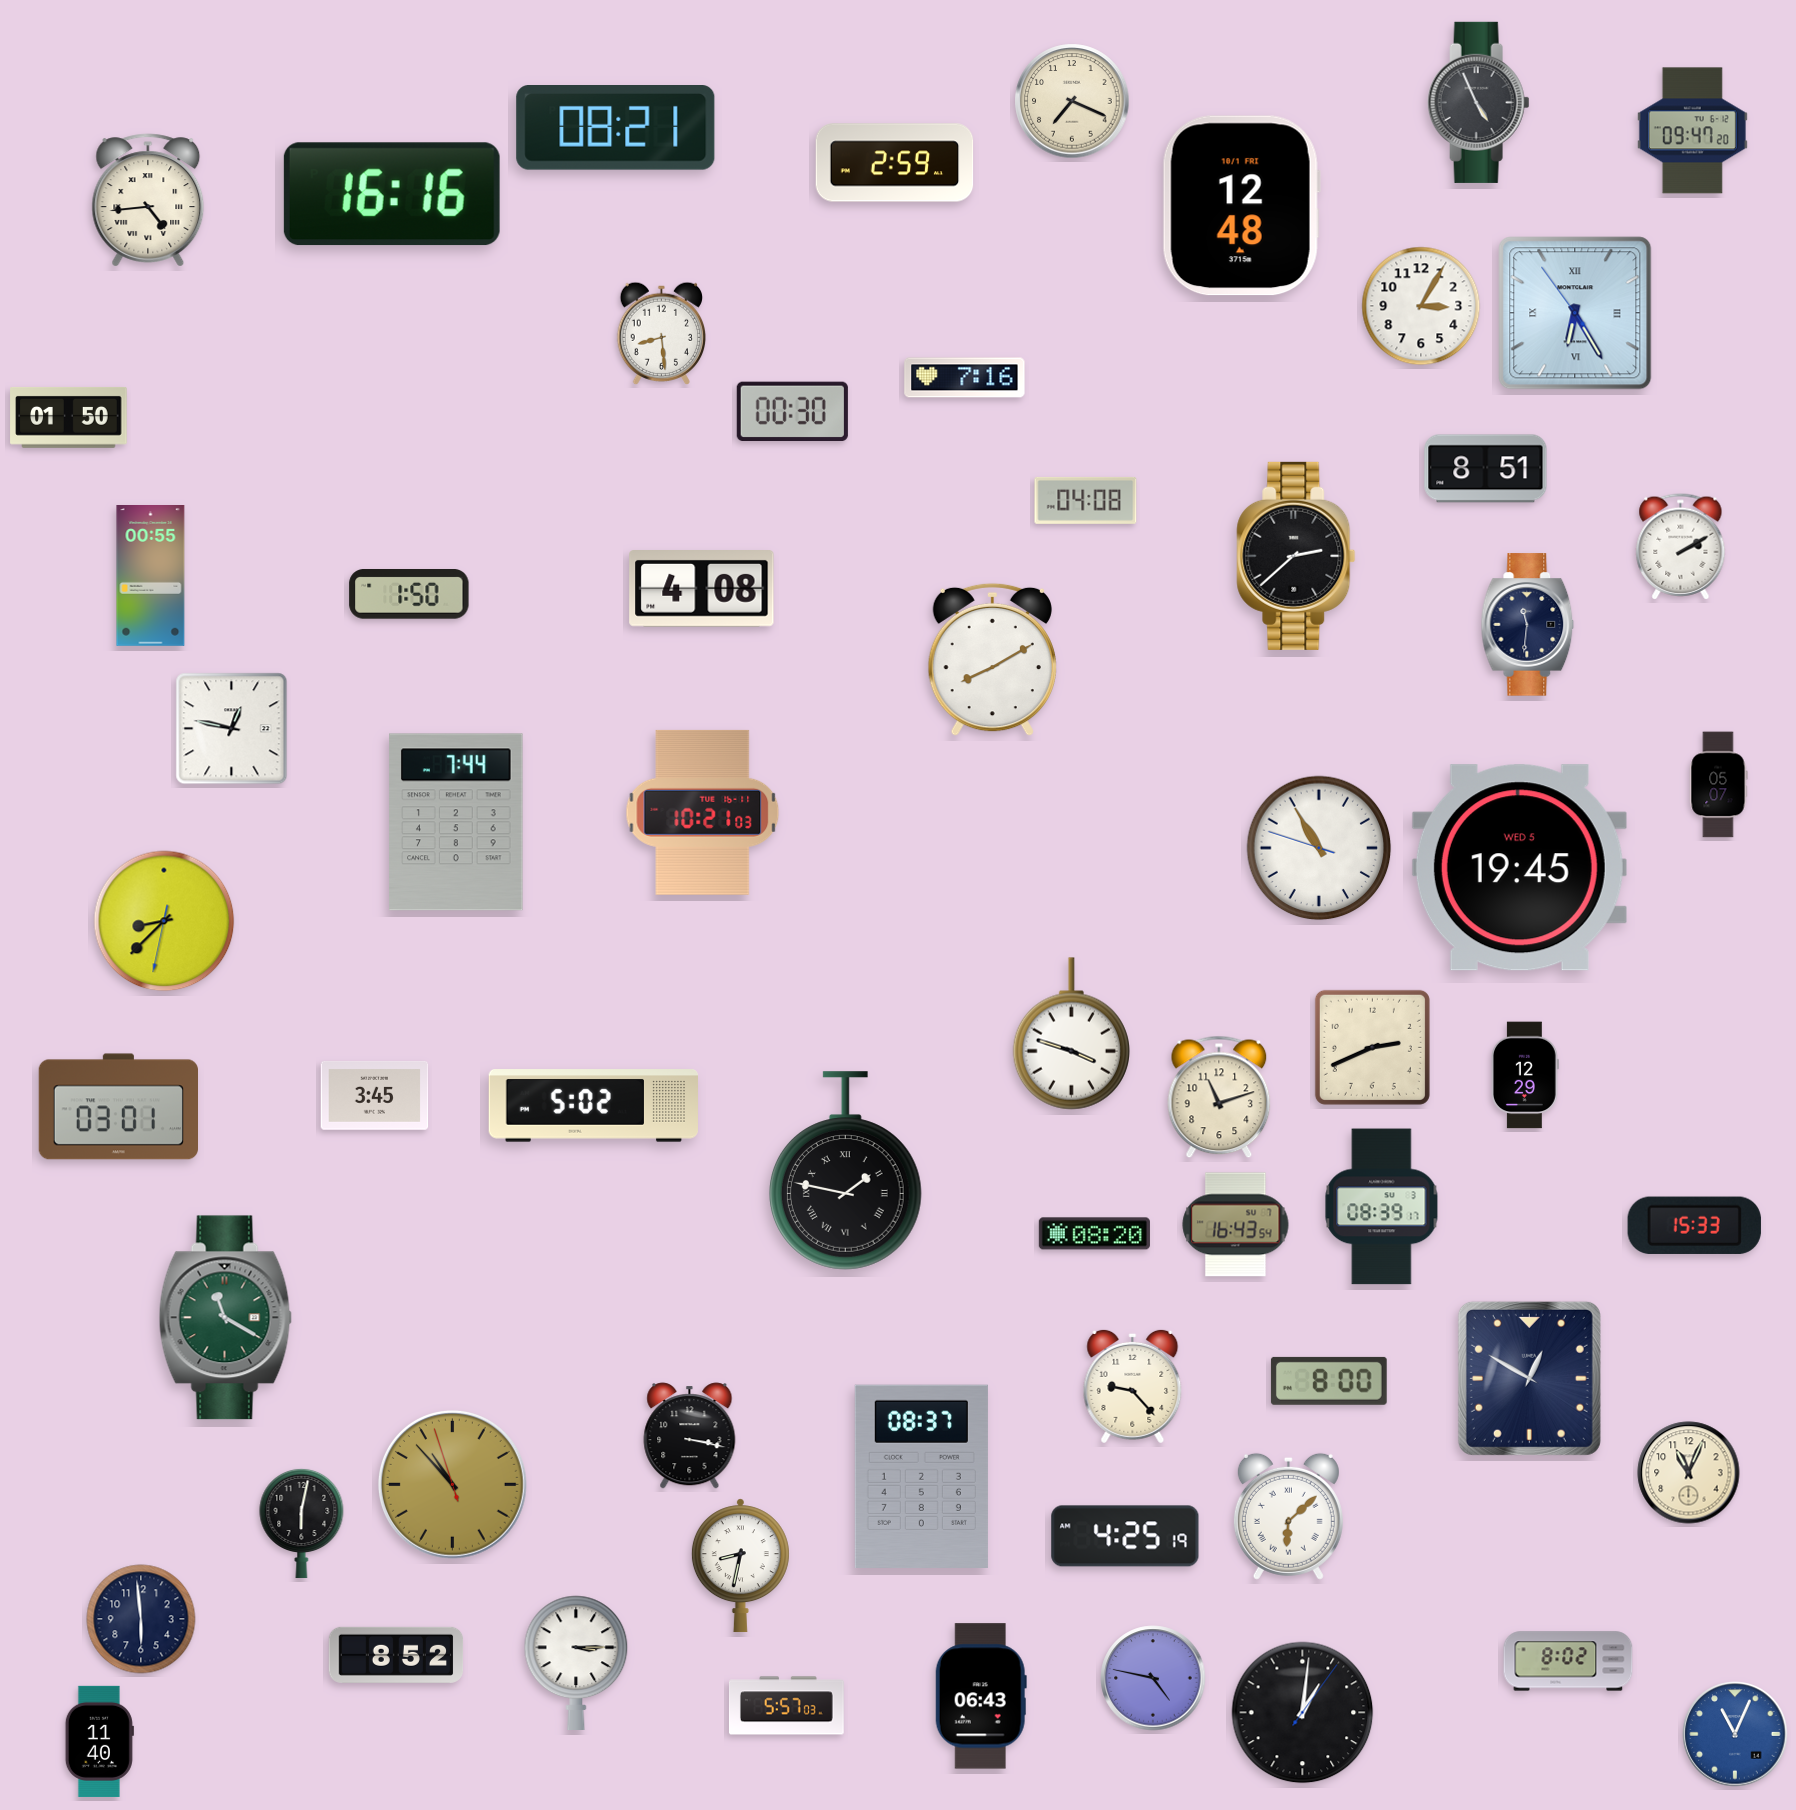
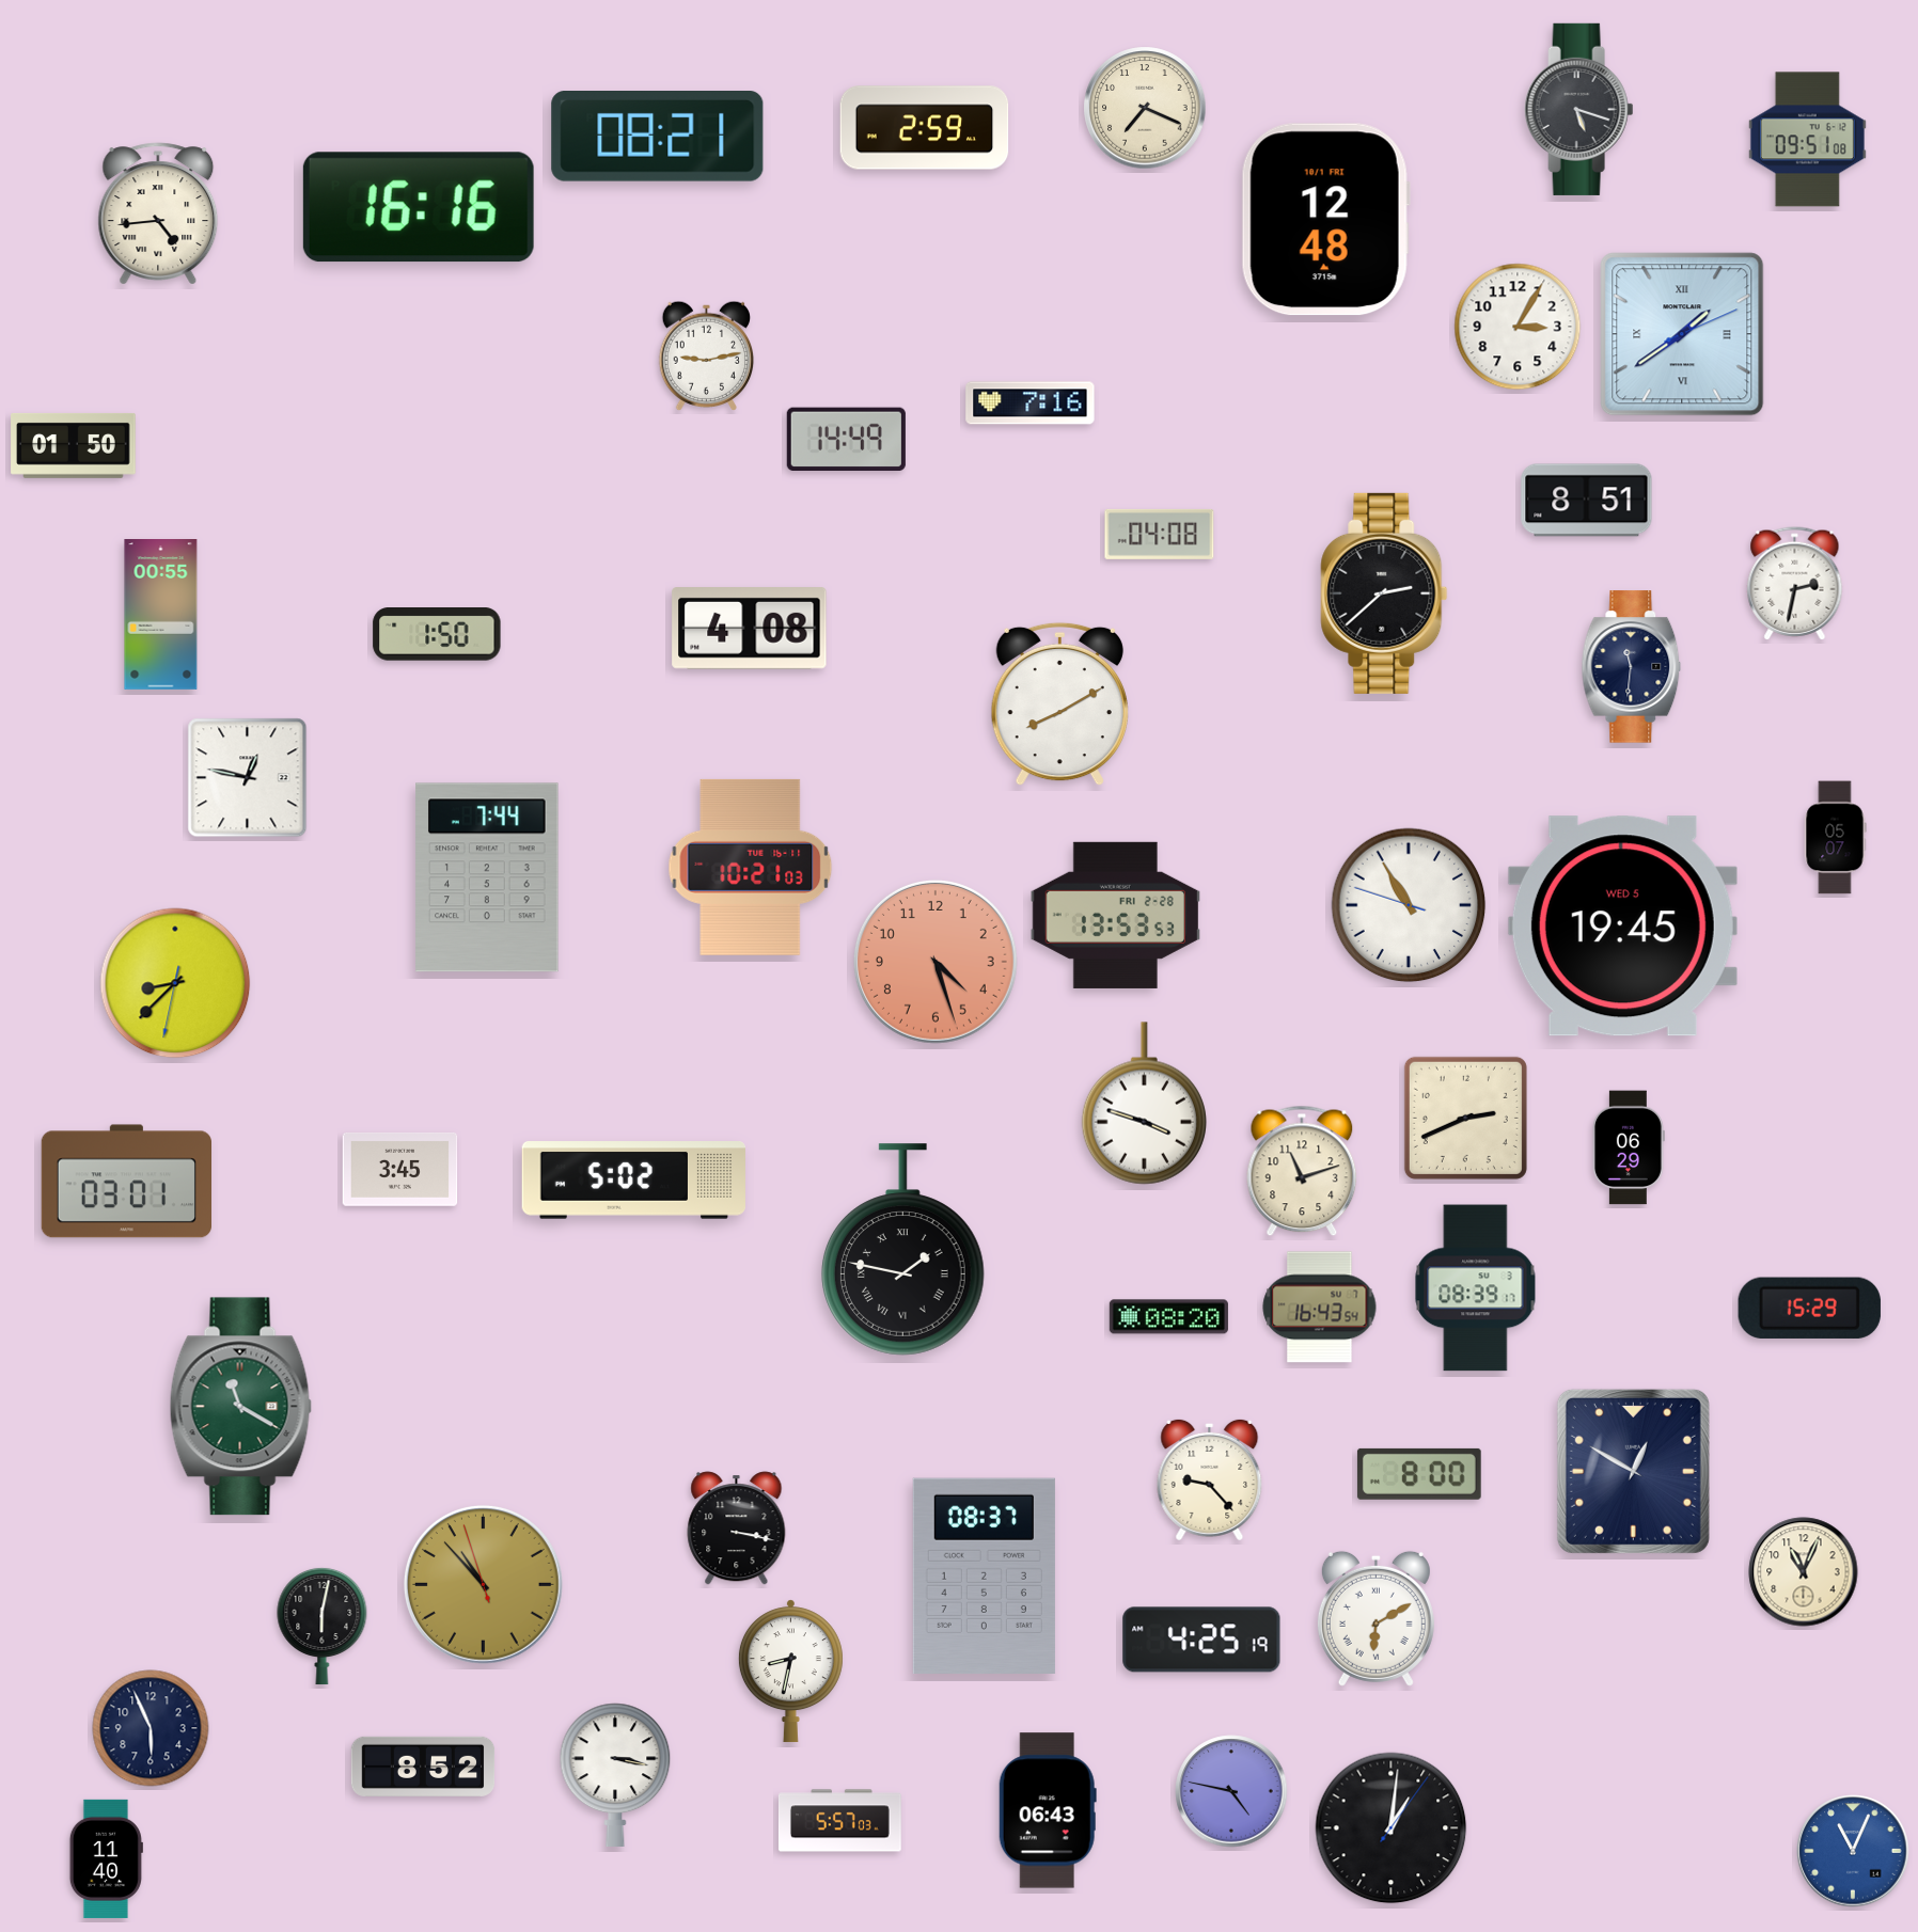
clock at (1479, 102): 4:56 -> 5:18
clock at (1692, 131): 09:47 -> 09:51
clock at (895, 163) position: (895, 163) -> (925, 128)
clock at (1575, 313): 6:24 -> 1:39
clock at (661, 333): 8:29 -> 9:13
clock at (792, 411): 00:30 -> 14:49
clock at (1681, 547): 2:10 -> 2:32
clock at (1115, 915): none -> 13:53
clock at (936, 962): none -> 4:27
clock at (1525, 1075): 12:29 -> 06:29
clock at (1694, 1225): 15:33 -> 15:29
clock at (690, 1436) position: (690, 1436) -> (737, 1529)
clock at (1288, 1516): 6:08 -> 6:10
clock at (141, 1619): 5:59 -> 5:56
clock at (1568, 1661): 8:02 -> none
clock at (576, 1662): 3:15 -> 3:17
